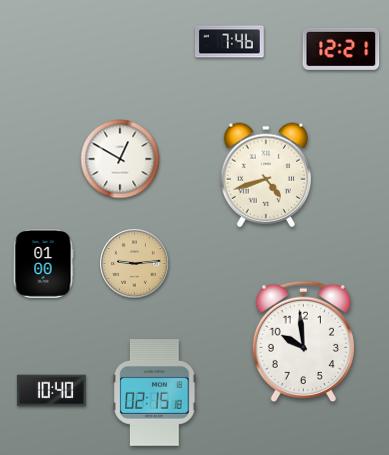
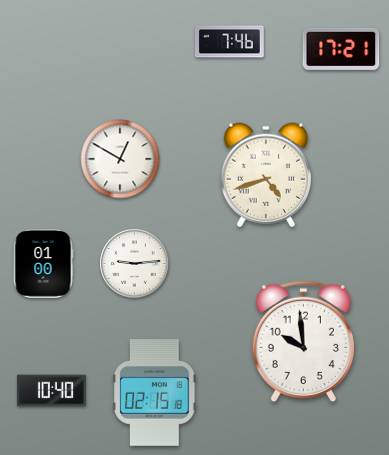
clock at (341, 49): 12:21 -> 17:21
clock at (135, 264) dial: champagne -> white
